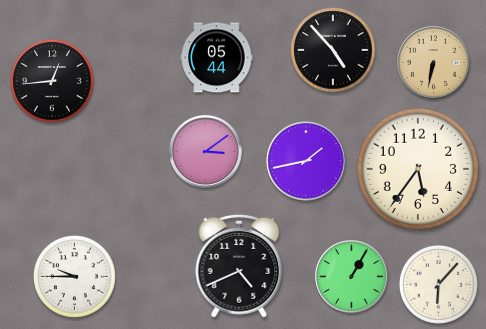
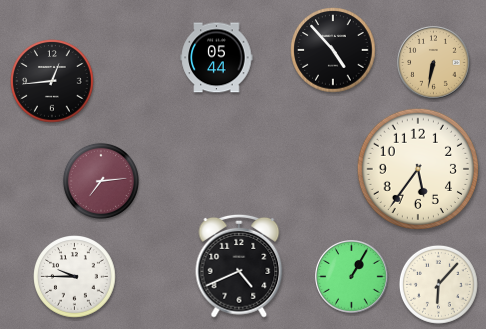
clock at (206, 152): 3:09 -> none
clock at (306, 161): 1:43 -> none
clock at (101, 181): none -> 7:14
